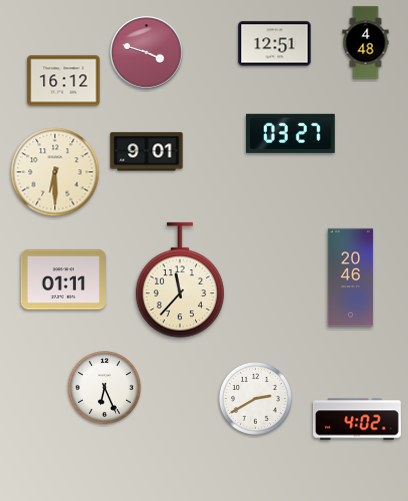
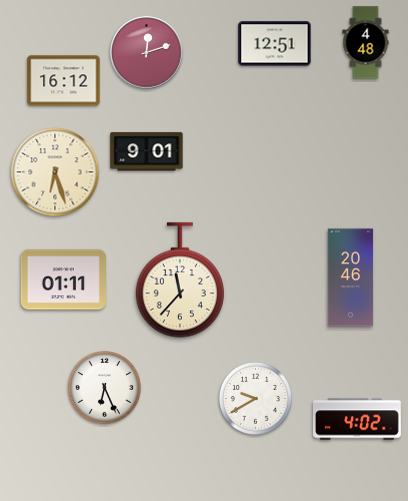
clock at (147, 53): 3:48 -> 12:12
clock at (291, 133): 03:27 -> none
clock at (55, 172): 6:30 -> 6:27
clock at (255, 398): 2:40 -> 9:40
